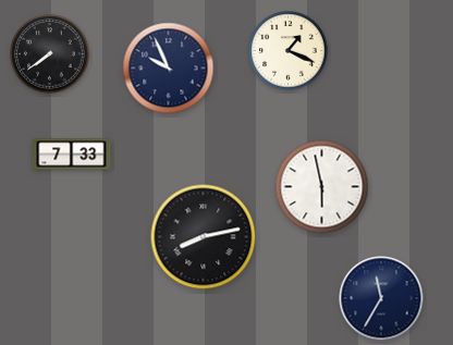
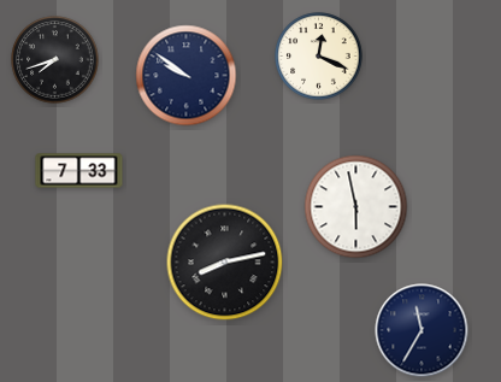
clock at (289, 51): 1:19 -> 12:19
clock at (50, 54): 7:39 -> 7:42
clock at (169, 69): 9:56 -> 9:51
